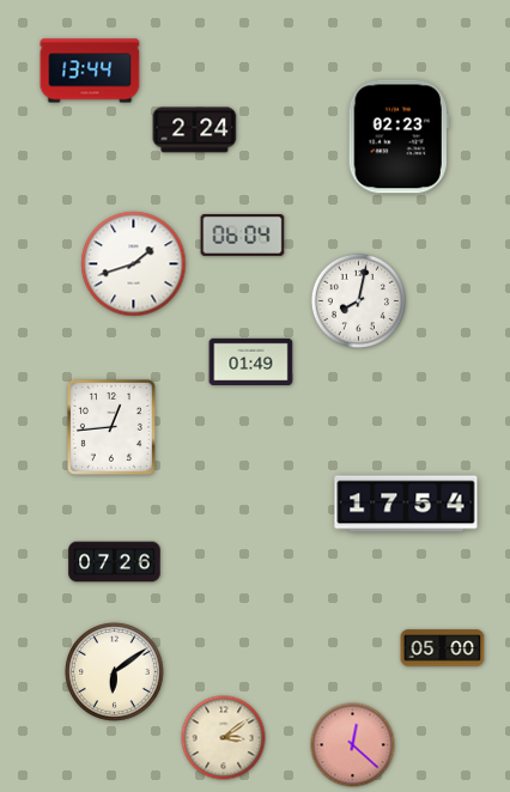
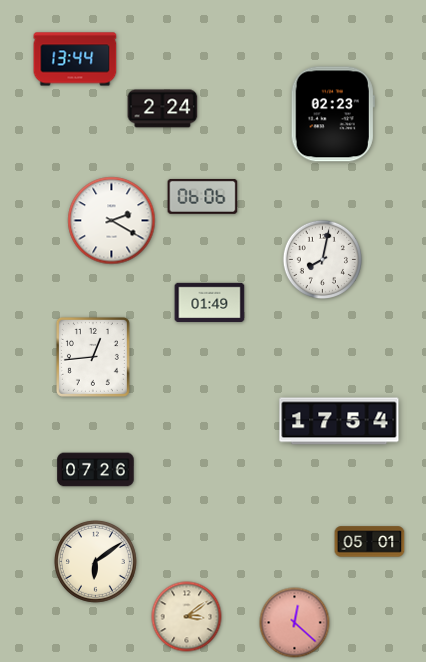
clock at (243, 234): 06:04 -> 06:06
clock at (134, 264): 1:42 -> 2:20
clock at (358, 300) position: (358, 300) -> (322, 259)
clock at (443, 648): 05:00 -> 05:01
